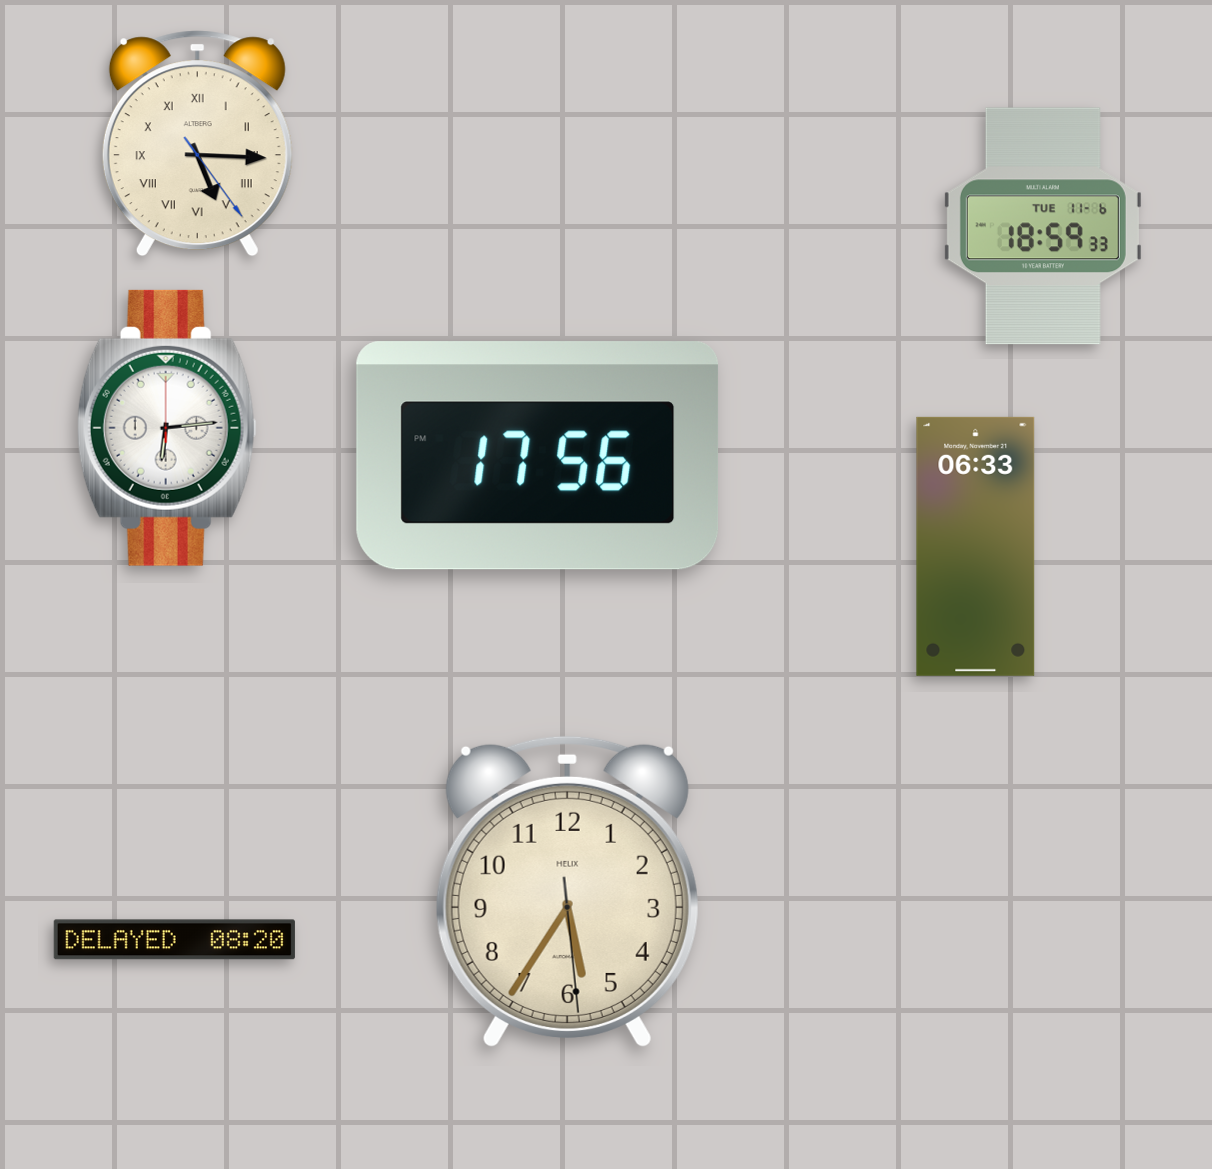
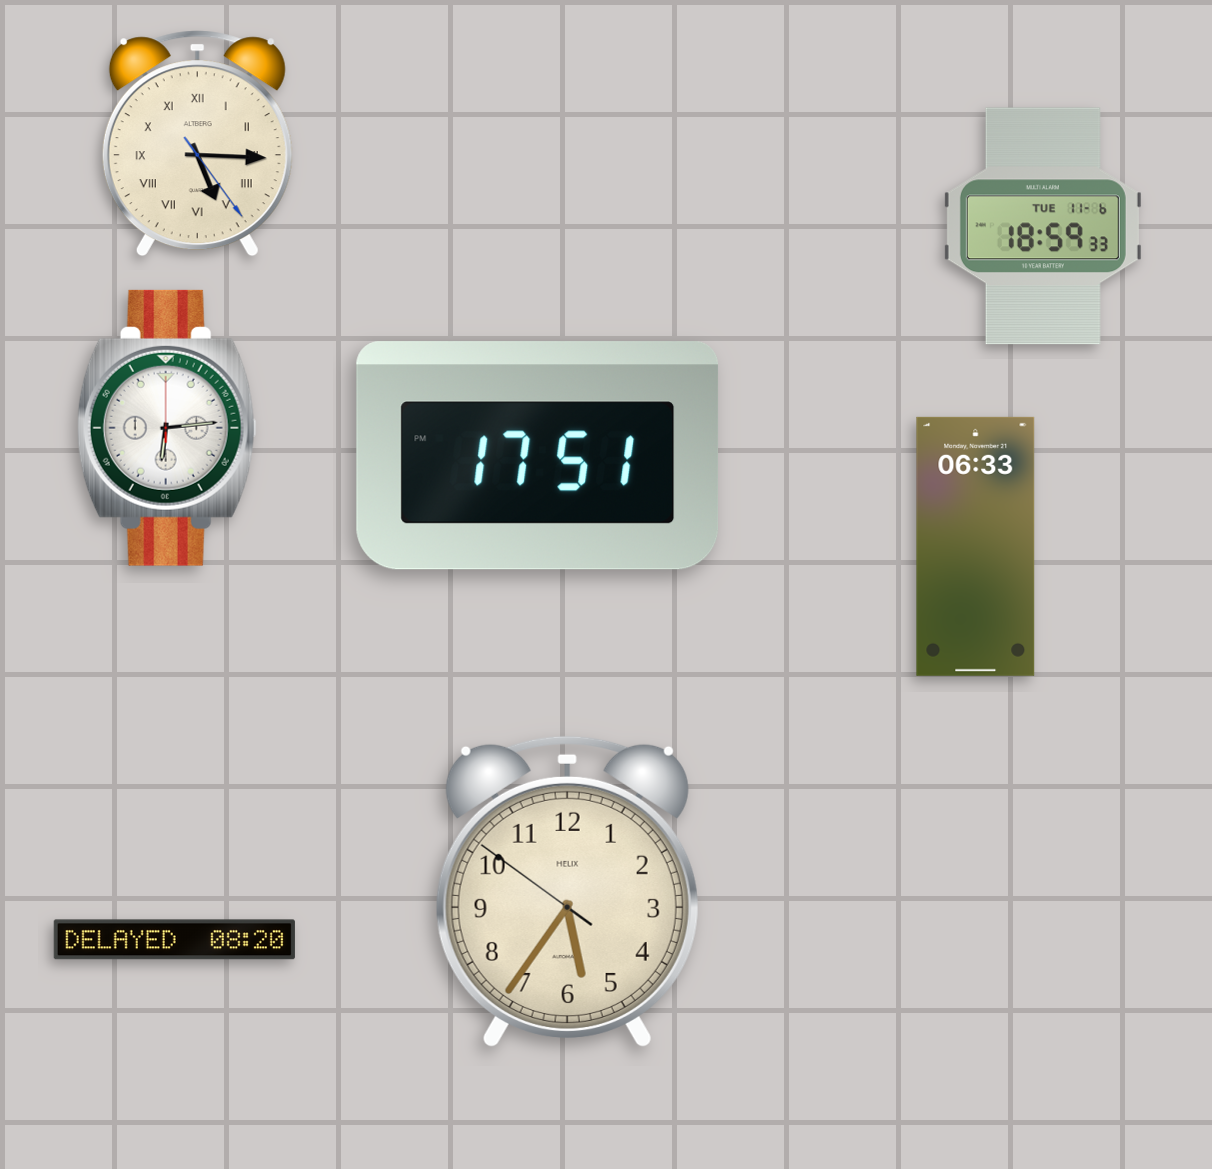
clock at (538, 456): 17:56 -> 17:51
clock at (567, 891): 5:35:29 -> 5:35:51
